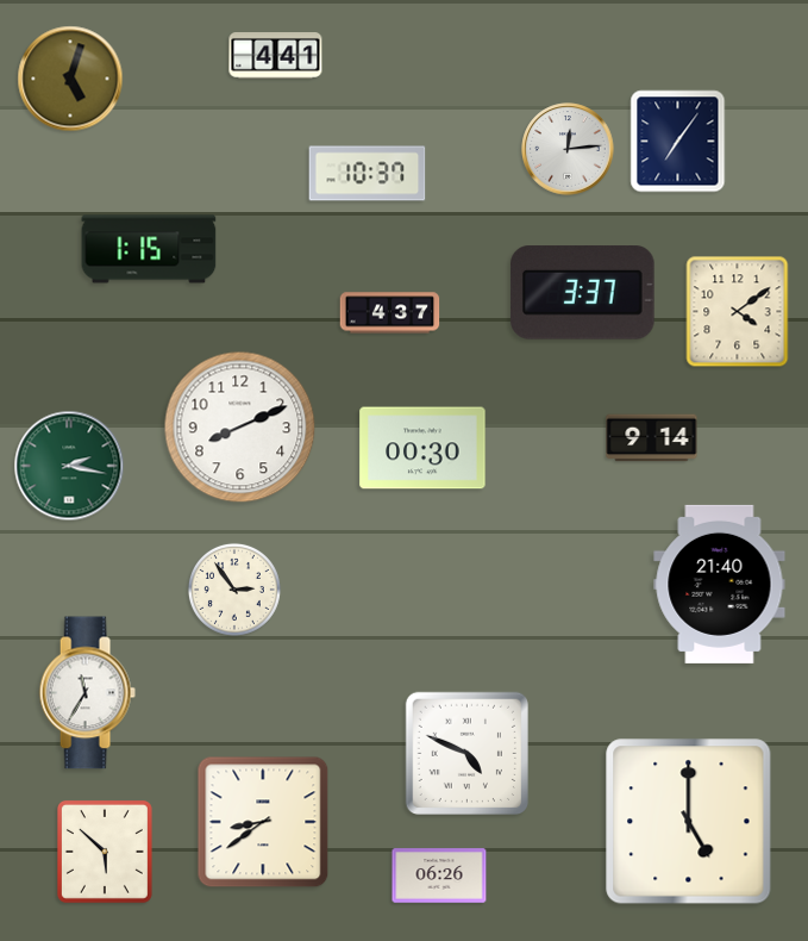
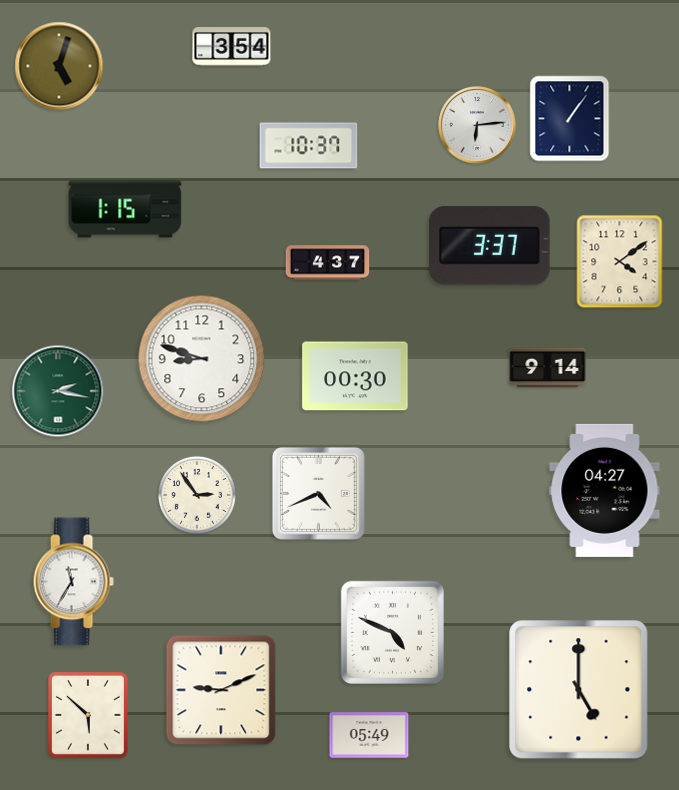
clock at (276, 56): 4:41 -> 3:54
clock at (678, 142): 7:06 -> 1:06
clock at (568, 149): 12:14 -> 6:14
clock at (240, 428): 8:11 -> 8:48
clock at (720, 584): 21:40 -> 04:27
clock at (318, 493): none -> 4:41
clock at (263, 822): 8:39 -> 9:11
clock at (439, 875): 06:26 -> 05:49
